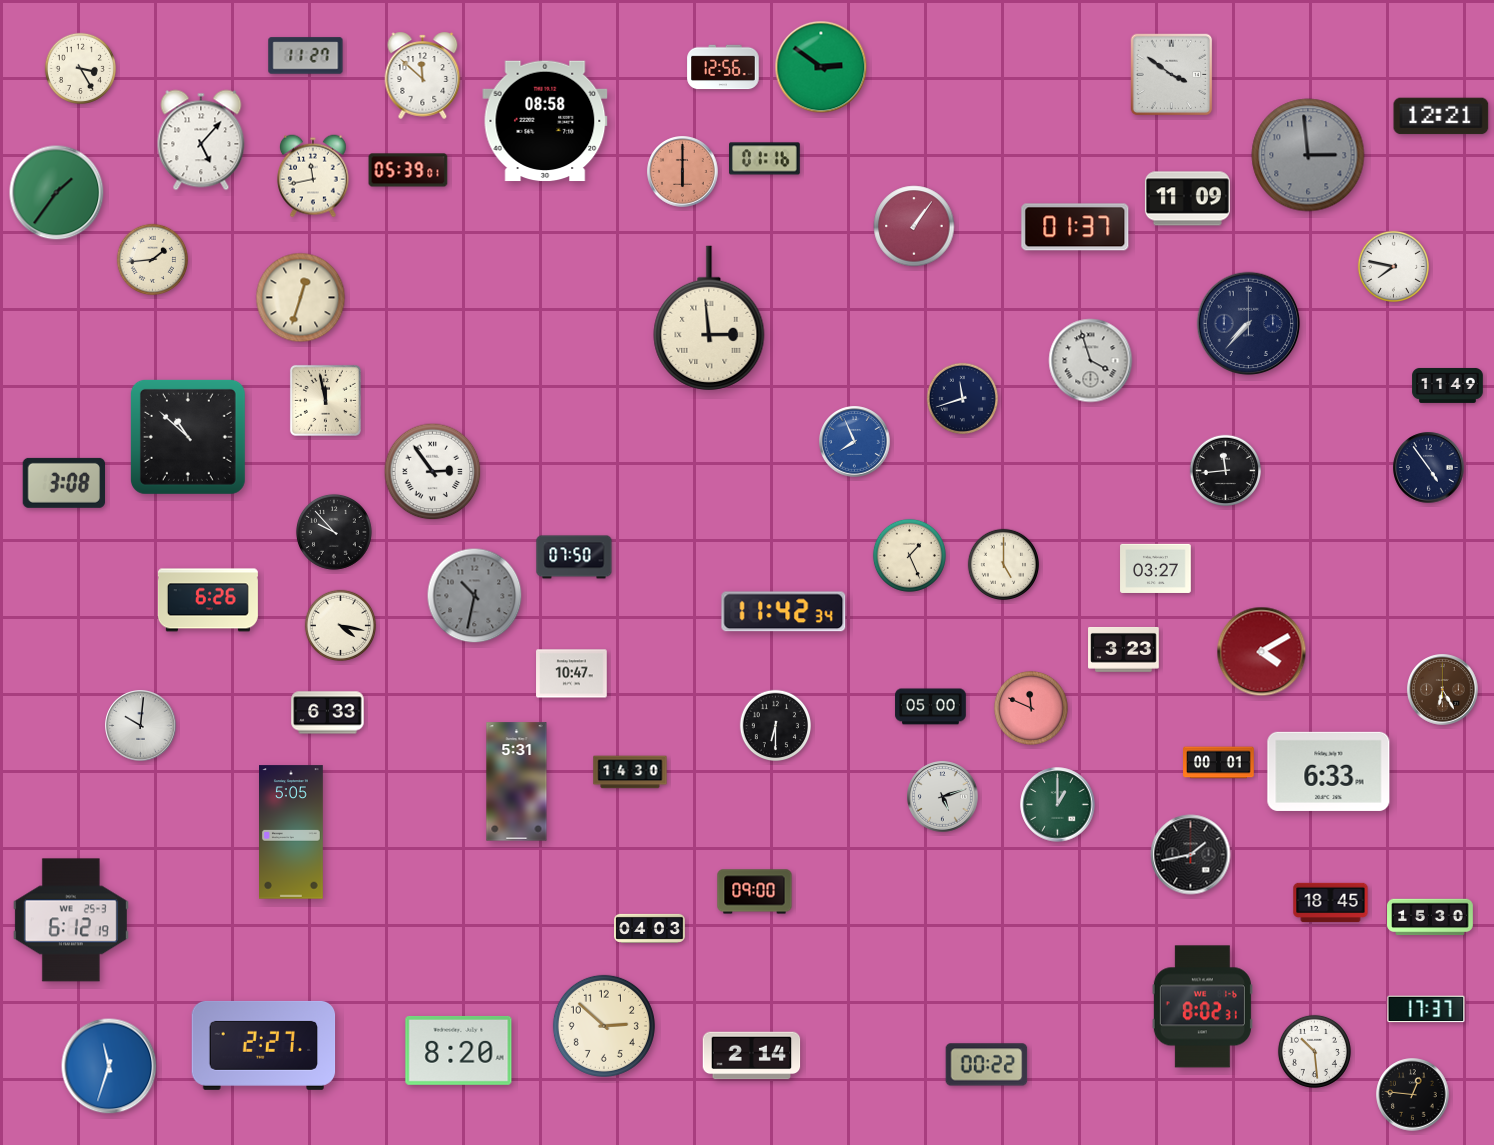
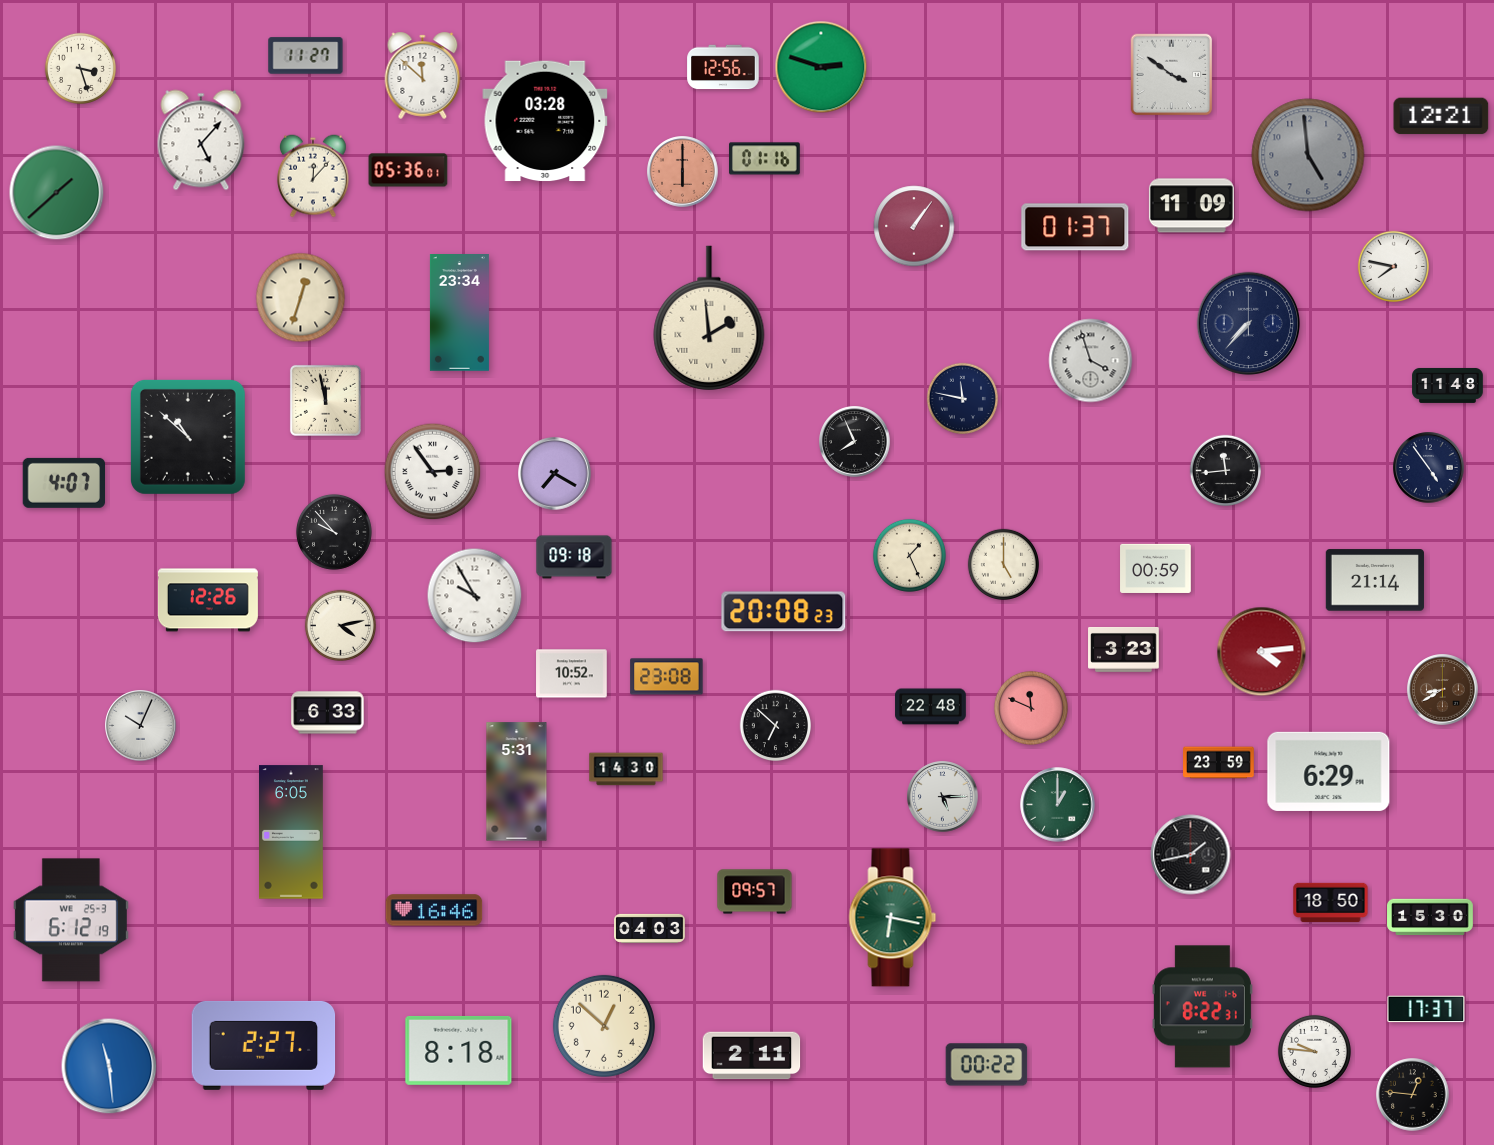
clock at (821, 67): 2:51 -> 2:48
clock at (80, 68): 3:25 -> 3:27
clock at (545, 121): 08:58 -> 03:28
clock at (1308, 155): 2:59 -> 4:59
clock at (408, 170): 05:39 -> 05:36
clock at (314, 176): 11:43 -> 12:07
clock at (57, 193): 1:36 -> 1:38
clock at (1187, 199) position: (1187, 199) -> (1191, 206)
clock at (152, 259): 1:44 -> none
clock at (459, 313): none -> 23:34
clock at (709, 318): 2:59 -> 1:59
clock at (1448, 385): 11:49 -> 11:48
clock at (962, 398): 11:42 -> 11:47
clock at (855, 442) dial: blue -> black
clock at (555, 474): none -> 7:20
clock at (63, 483): 3:08 -> 4:07
clock at (574, 557): 07:50 -> 09:18
clock at (1156, 568): 03:27 -> 00:59
clock at (1375, 580): none -> 21:14
clock at (475, 596): 10:32 -> 9:55
clock at (475, 596) dial: grey -> white
clock at (208, 600): 6:26 -> 12:26
clock at (784, 612): 11:42 -> 20:08
clock at (340, 625): 4:17 -> 4:13
clock at (1262, 652): 4:10 -> 4:14
clock at (572, 674): 10:47 -> 10:52
clock at (667, 677): none -> 23:08
clock at (1443, 690): 6:25 -> 8:40
clock at (931, 707): 05:00 -> 22:48
clock at (775, 725): 6:30 -> 6:52
clock at (141, 726): 10:01 -> 10:04
clock at (1219, 763): 00:01 -> 23:59
clock at (1329, 771): 6:33 -> 6:29
clock at (630, 772) position: (630, 772) -> (626, 769)
clock at (943, 797): 5:12 -> 5:15
clock at (292, 832): 5:05 -> 6:05
clock at (755, 892): 09:00 -> 09:57
clock at (1331, 903): 18:45 -> 18:50
clock at (434, 910): none -> 16:46
clock at (893, 918): none -> 6:17
clock at (1202, 1007): 8:02 -> 8:22
clock at (604, 1026): 2:52 -> 12:52
clock at (459, 1050): 8:20 -> 8:18
clock at (1314, 1051): 10:29 -> 9:46
clock at (752, 1056): 2:14 -> 2:11
clock at (109, 1066): 11:33 -> 11:29
